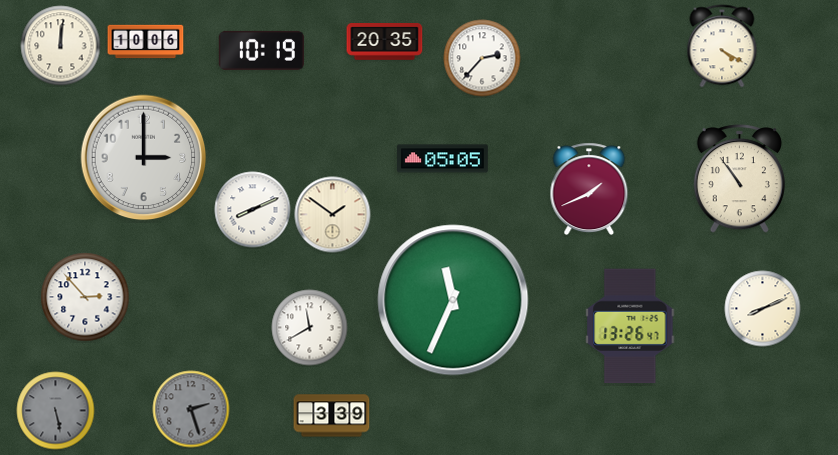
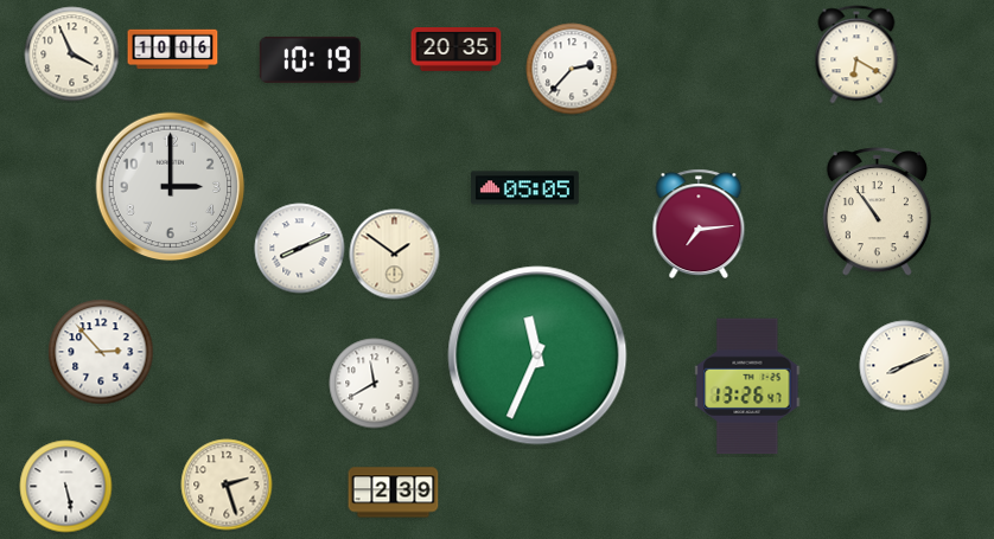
clock at (61, 46): 12:01 -> 3:56
clock at (722, 46): 4:20 -> 6:20
clock at (589, 189): 1:41 -> 7:14
clock at (310, 328) position: (310, 328) -> (375, 384)
clock at (191, 409) dial: grey -> cream
clock at (56, 411) dial: grey -> white
clock at (332, 416): 3:39 -> 2:39
